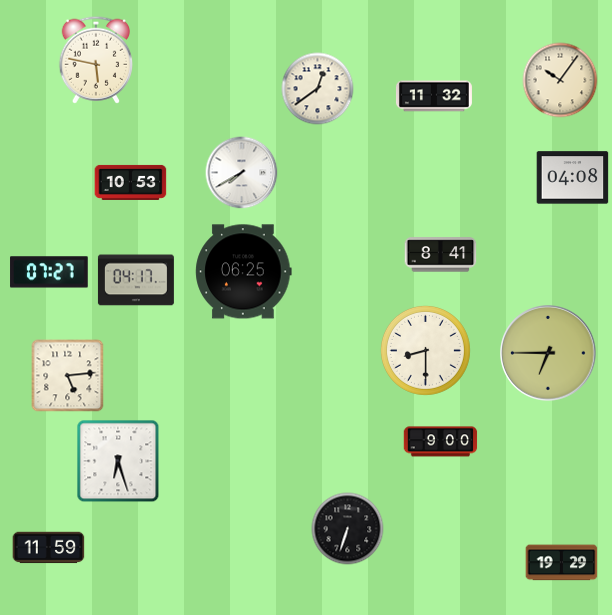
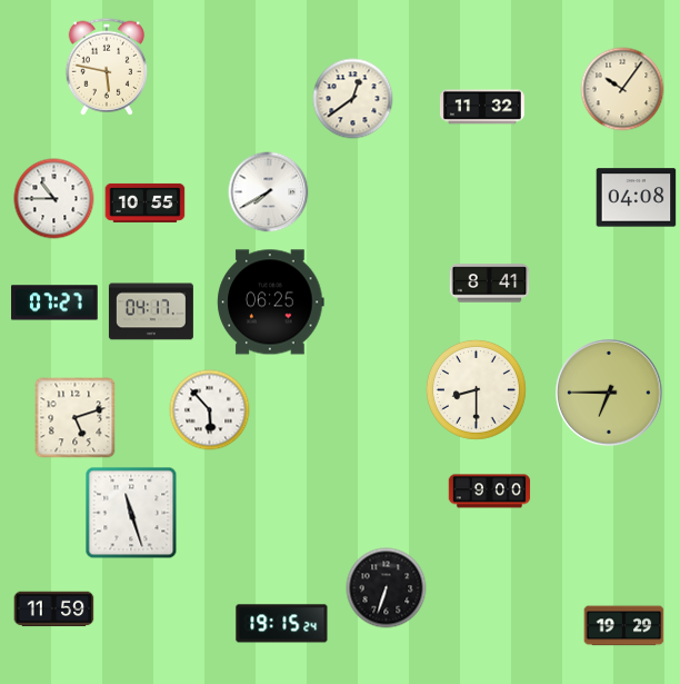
clock at (54, 199): none -> 10:45
clock at (131, 182): 10:53 -> 10:55
clock at (425, 350) position: (425, 350) -> (476, 389)
clock at (210, 410): none -> 5:53
clock at (68, 376): 5:14 -> 5:12
clock at (118, 461): 6:27 -> 11:27
clock at (282, 624): none -> 19:15
